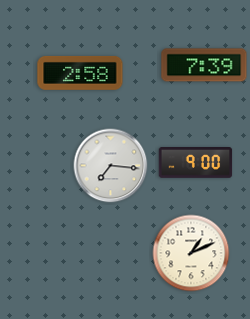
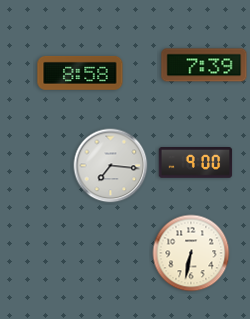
clock at (80, 73): 2:58 -> 8:58
clock at (191, 253): 1:11 -> 6:32
